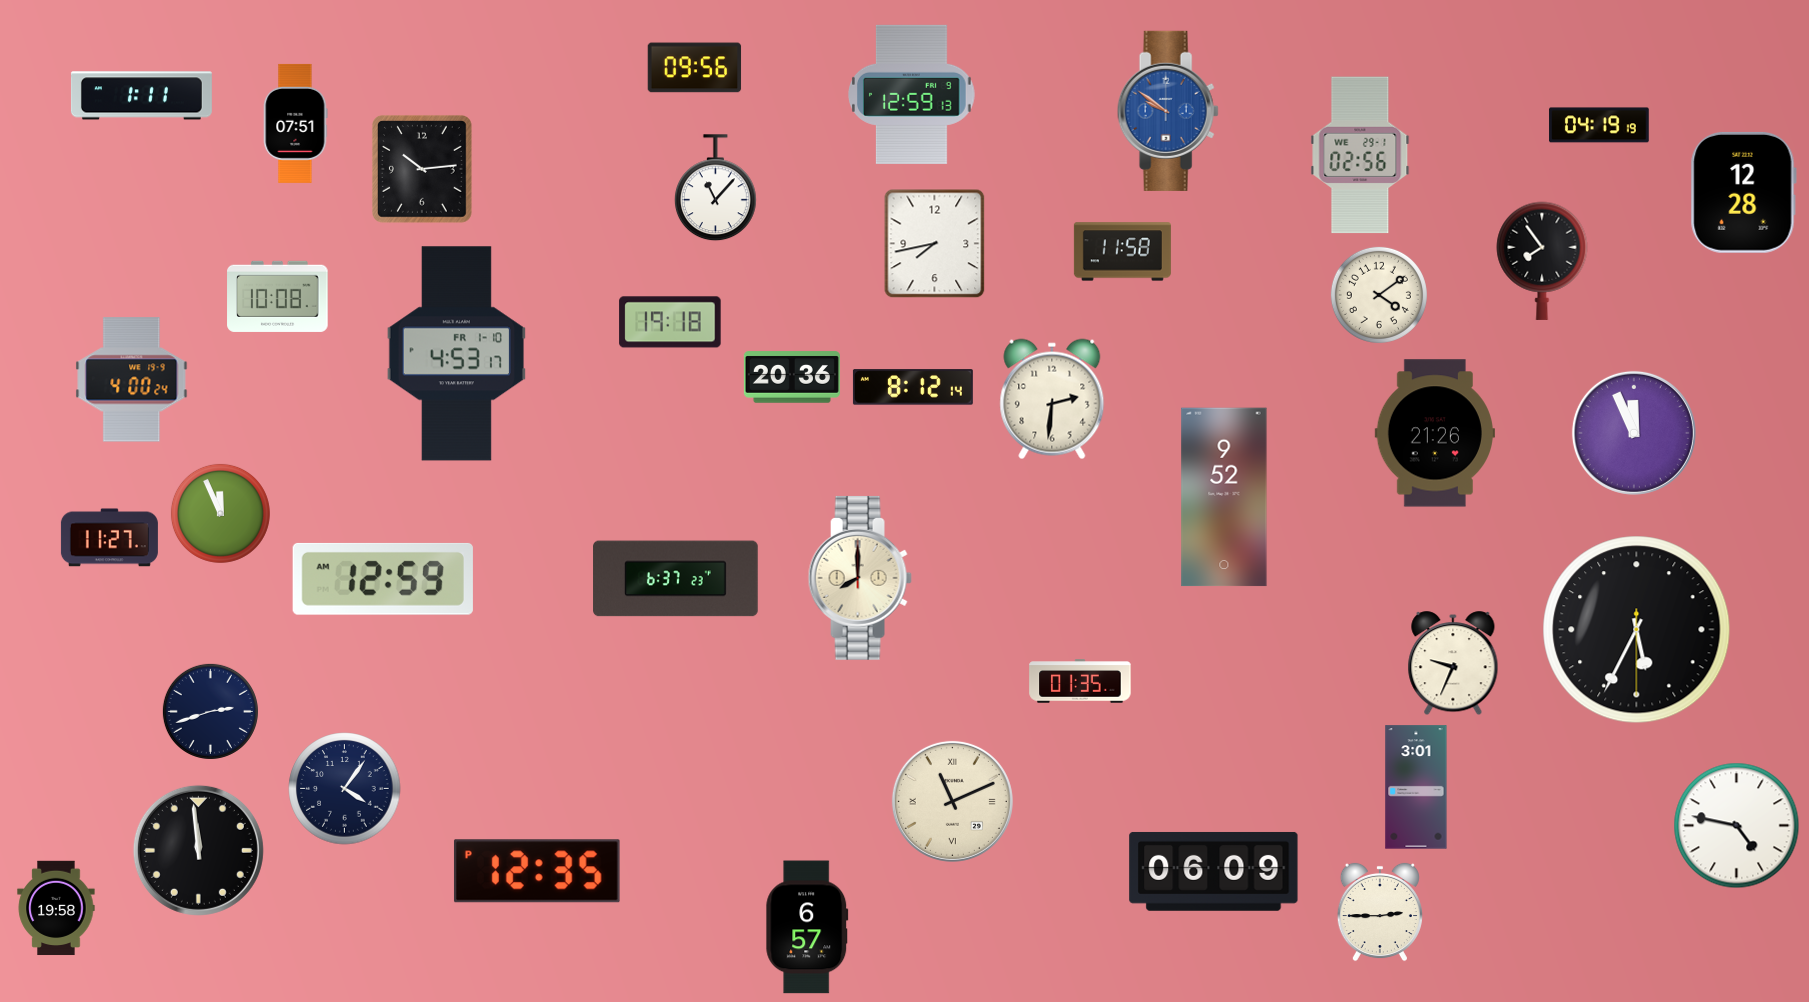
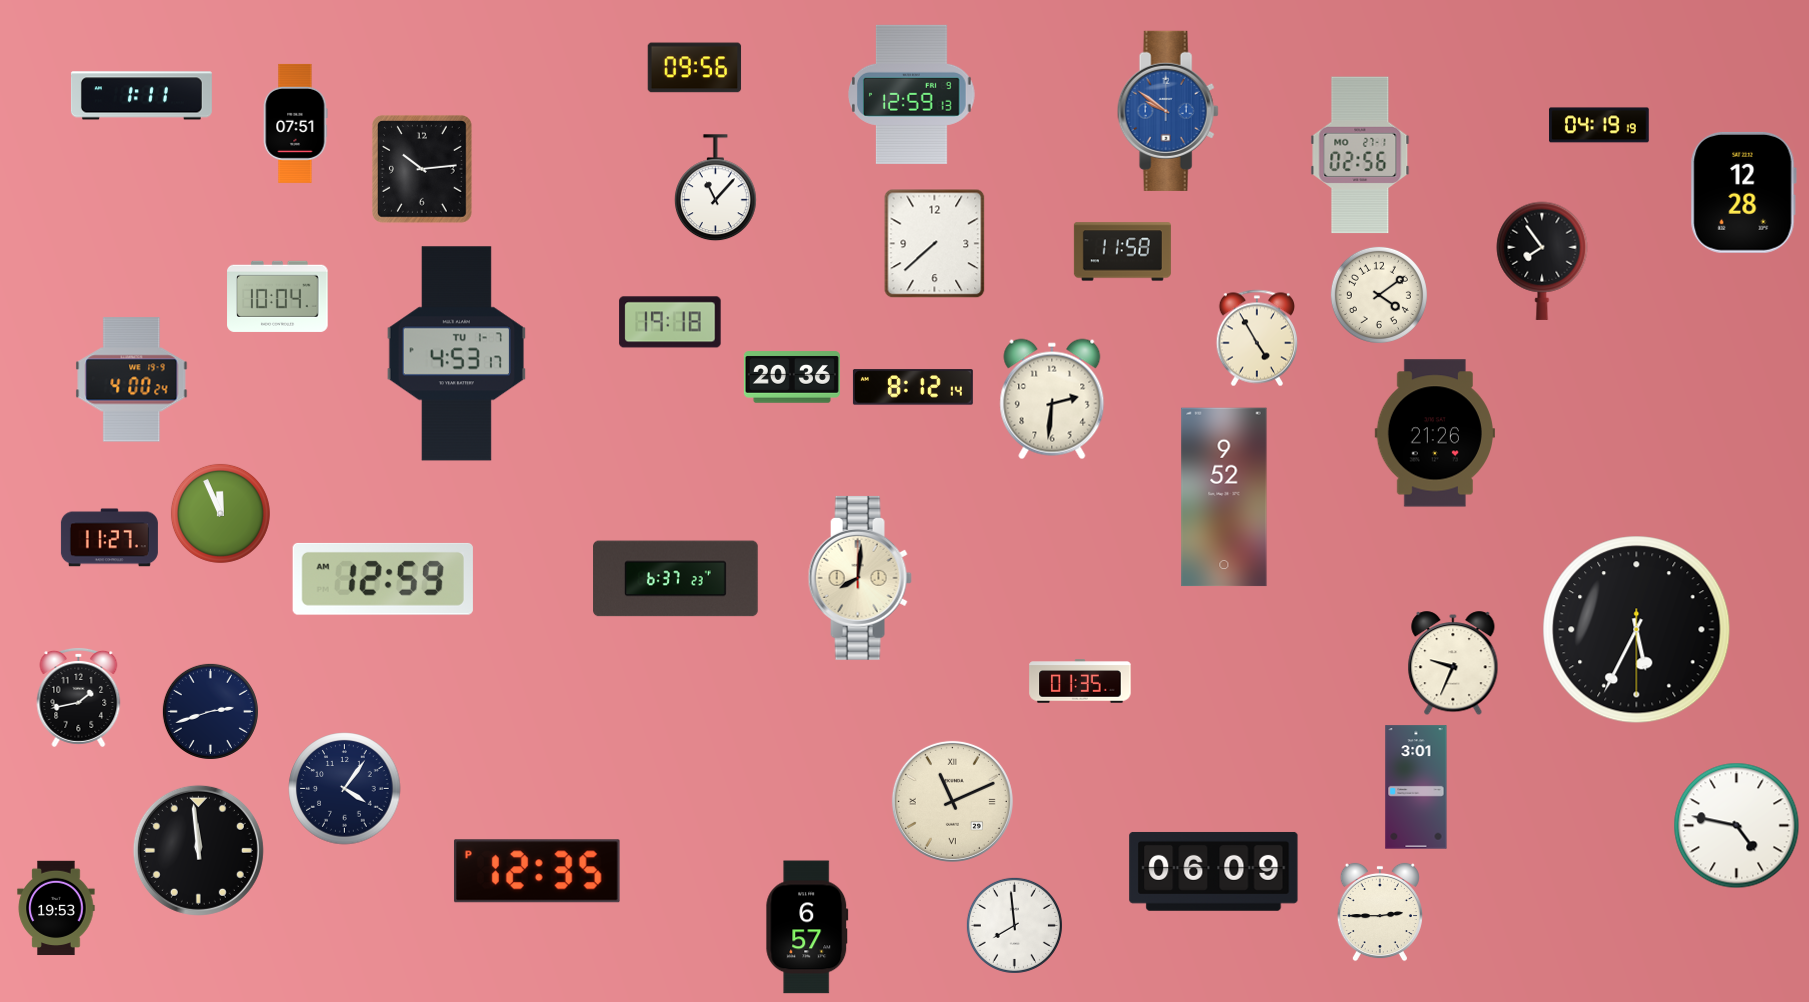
clock at (1360, 155) date: WE 29-1 -> MO 27-1
clock at (935, 244): 7:43 -> 7:38
clock at (278, 296): 10:08 -> 10:04
clock at (1256, 338): none -> 4:55
clock at (456, 354) date: FR 1-10 -> TU 1-7
clock at (1634, 433): 11:56 -> none
clock at (860, 578): 8:00 -> 8:01
clock at (79, 697): none -> 1:43
clock at (56, 908): 19:58 -> 19:53
clock at (1014, 925): none -> 7:59
